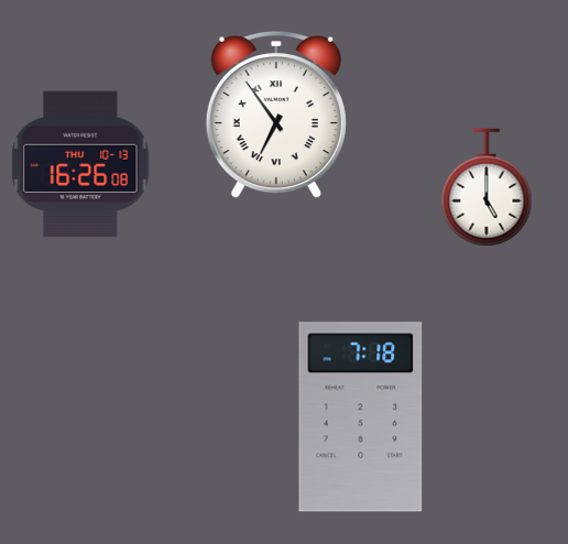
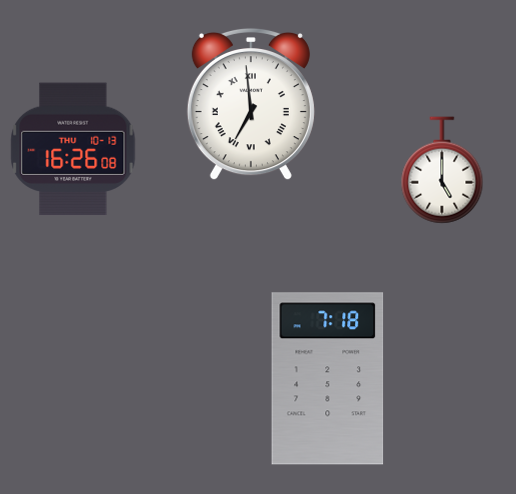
clock at (276, 115): 6:54 -> 6:59
